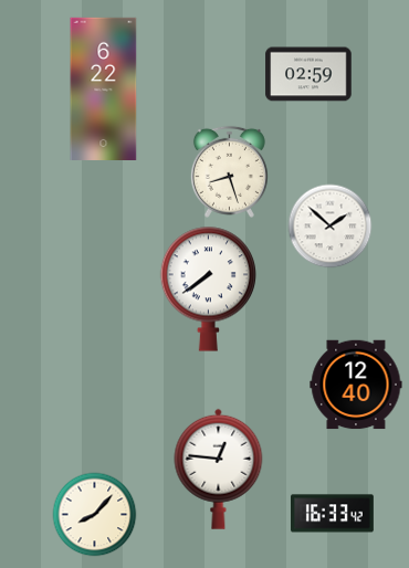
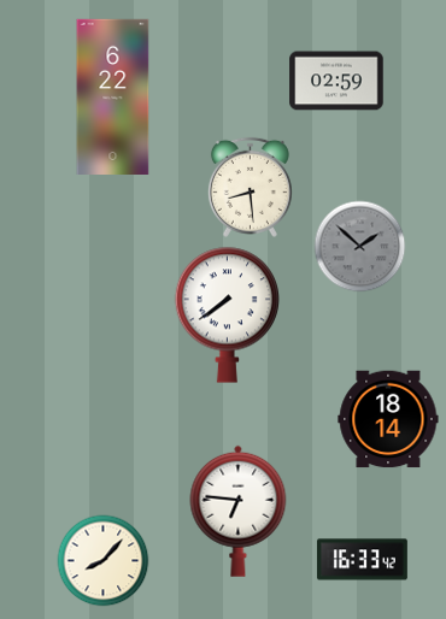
clock at (229, 171): 8:27 -> 8:29
clock at (331, 227) dial: white -> grey
clock at (356, 385): 12:40 -> 18:14
clock at (219, 469): 12:46 -> 6:46
